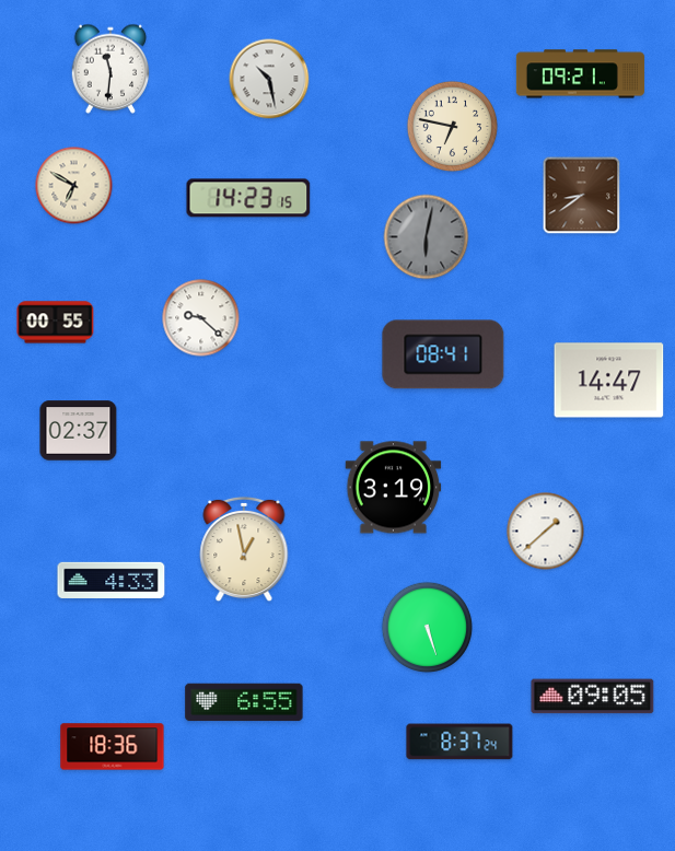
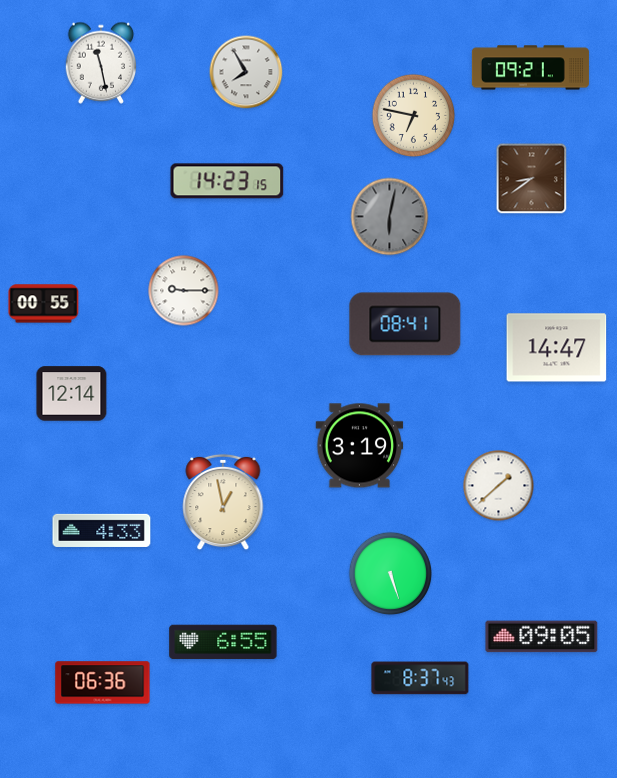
clock at (110, 69): 11:31 -> 11:28
clock at (269, 79): 10:28 -> 7:55
clock at (74, 186): 6:50 -> none
clock at (201, 318): 9:22 -> 9:15
clock at (56, 323) position: (56, 323) -> (44, 304)
clock at (79, 431): 02:37 -> 12:14
clock at (459, 742): 8:37:24 -> 8:37:43
clock at (113, 747): 18:36 -> 06:36
